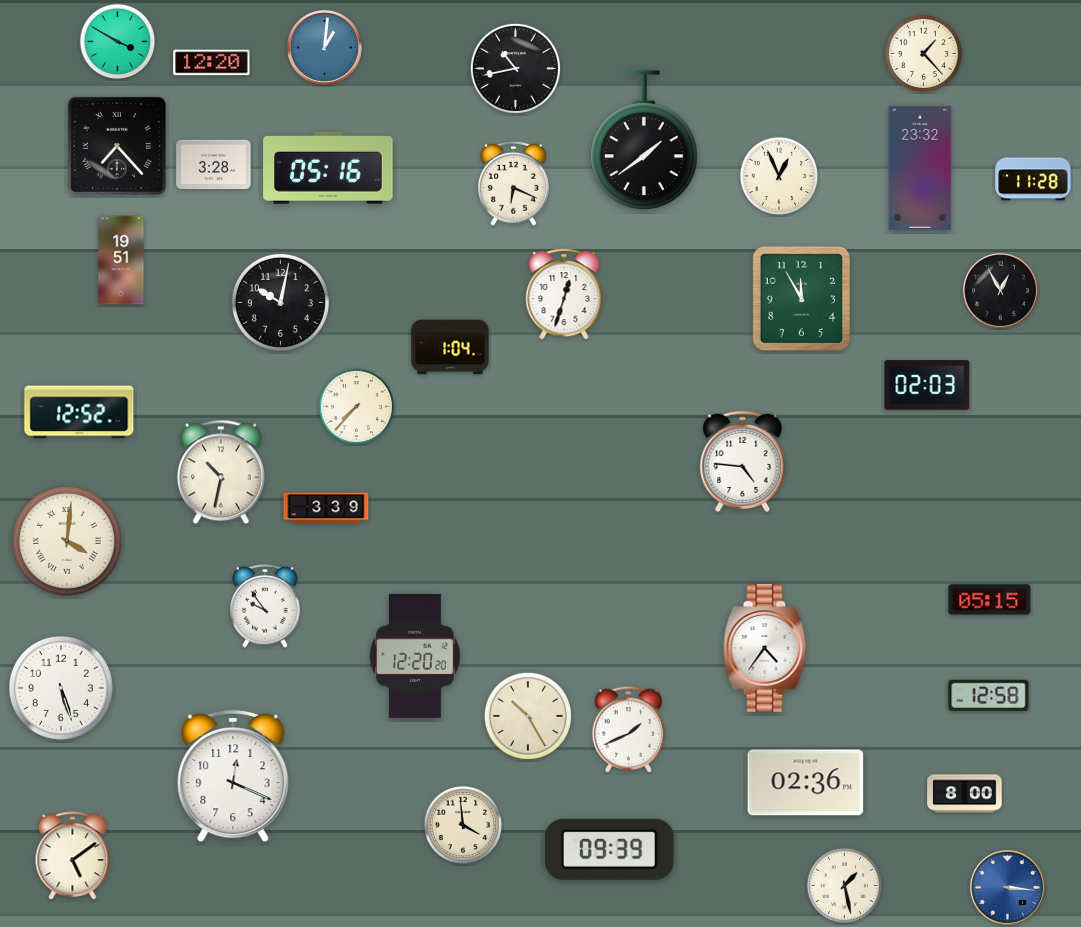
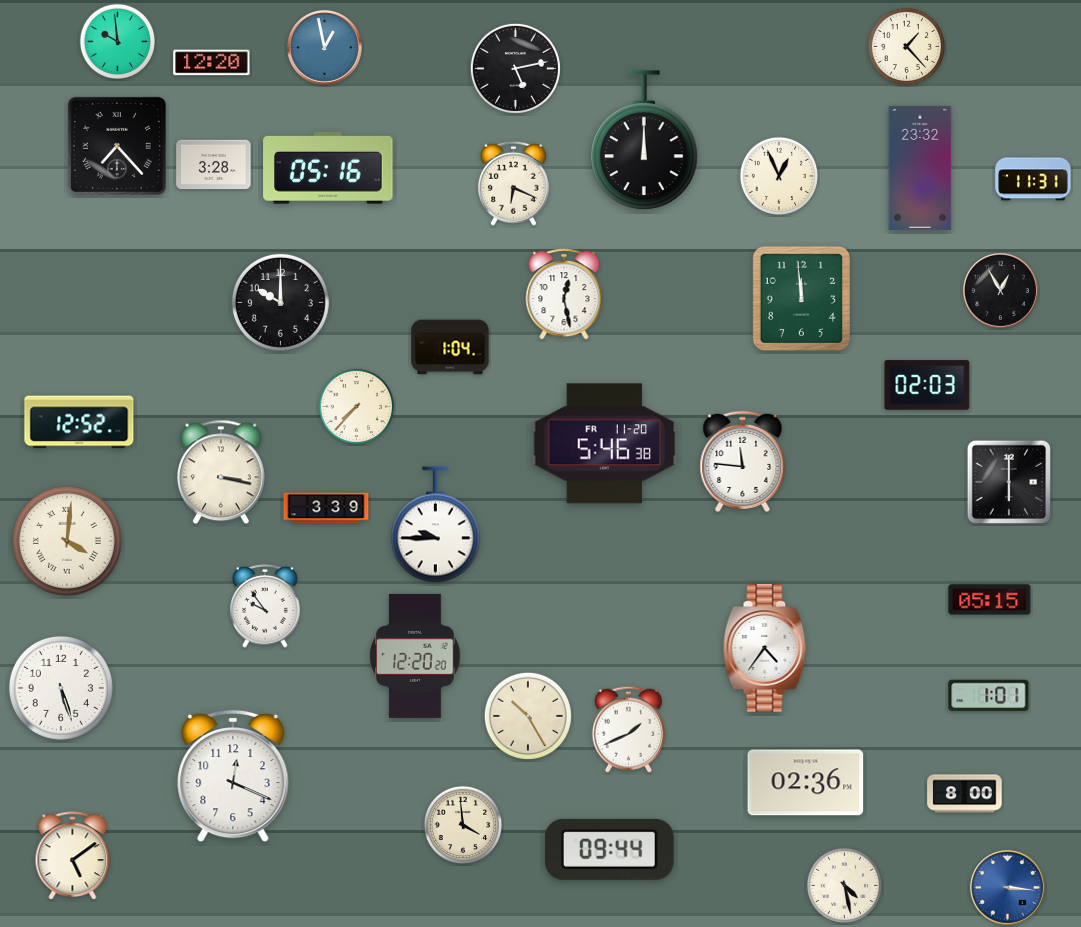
clock at (118, 42): 3:50 -> 9:59
clock at (324, 47): 1:01 -> 12:58
clock at (923, 53) position: (923, 53) -> (906, 46)
clock at (515, 68): 10:43 -> 5:13
clock at (644, 140): 1:39 -> 12:00
clock at (1033, 179): 11:28 -> 11:31
clock at (121, 260): 19:51 -> none
clock at (564, 294): 12:33 -> 12:28
clock at (801, 298): 11:55 -> 11:59
clock at (280, 302): 10:02 -> 10:00
clock at (79, 412) position: (79, 412) -> (79, 422)
clock at (605, 444): none -> 5:46
clock at (743, 461): 4:46 -> 11:46
clock at (221, 472): 10:32 -> 3:17
clock at (1009, 482): none -> 6:00
clock at (435, 525): none -> 9:45
clock at (989, 695): 12:58 -> 1:01
clock at (610, 849): 09:39 -> 09:44
clock at (845, 886): 1:28 -> 4:28
